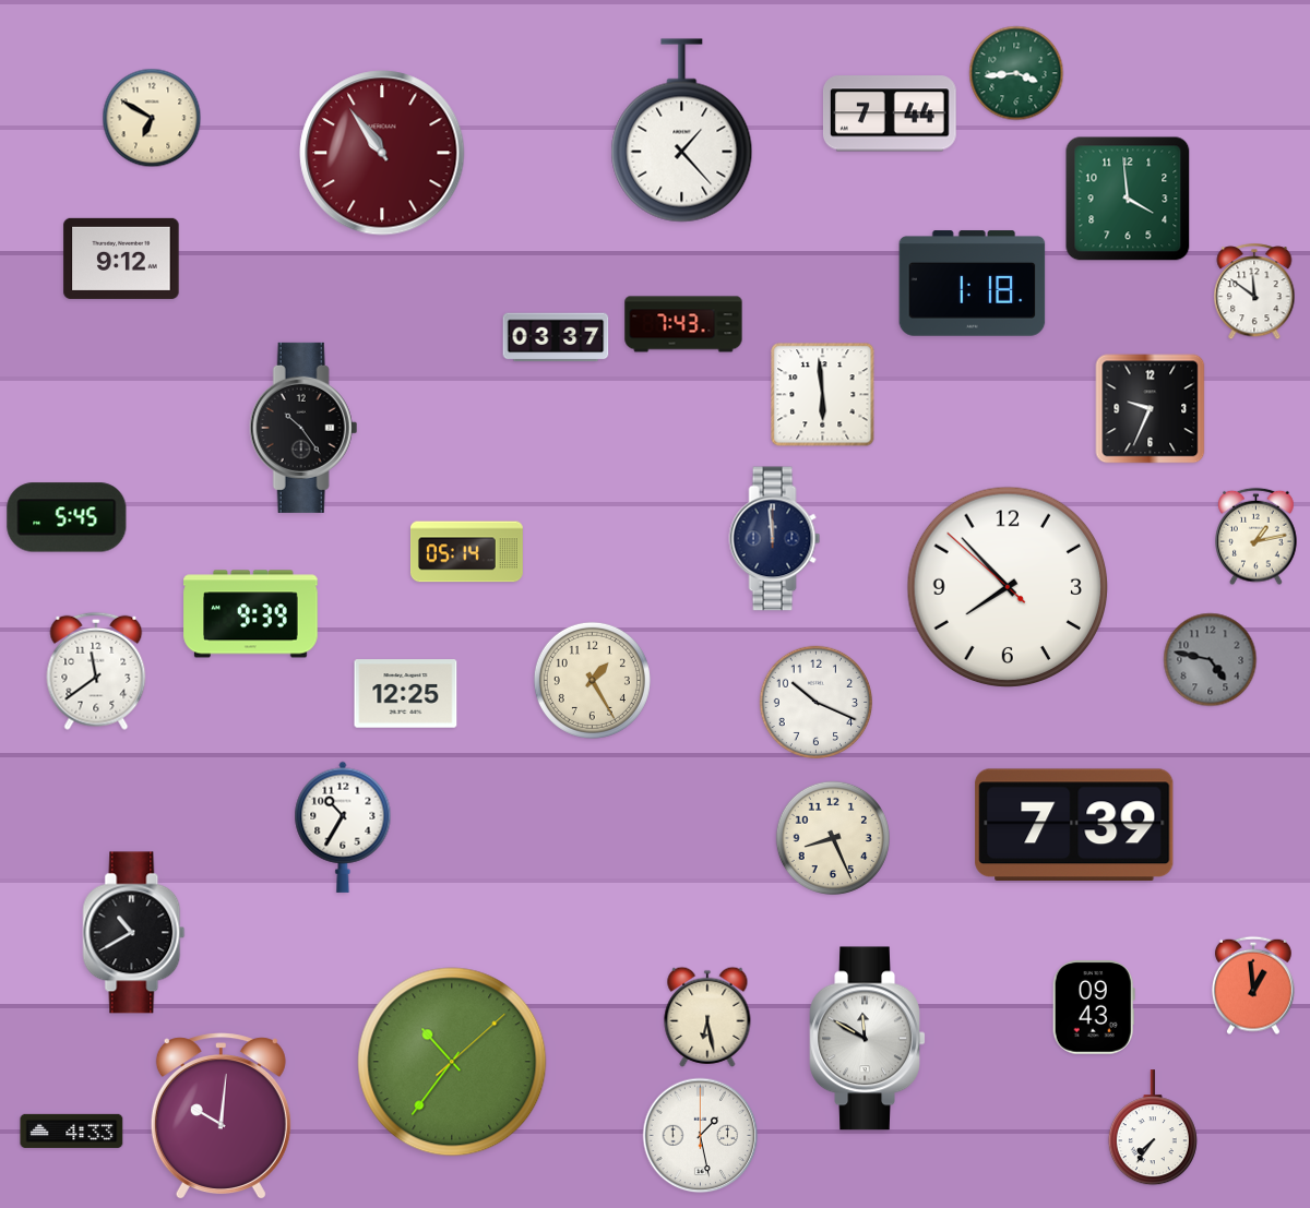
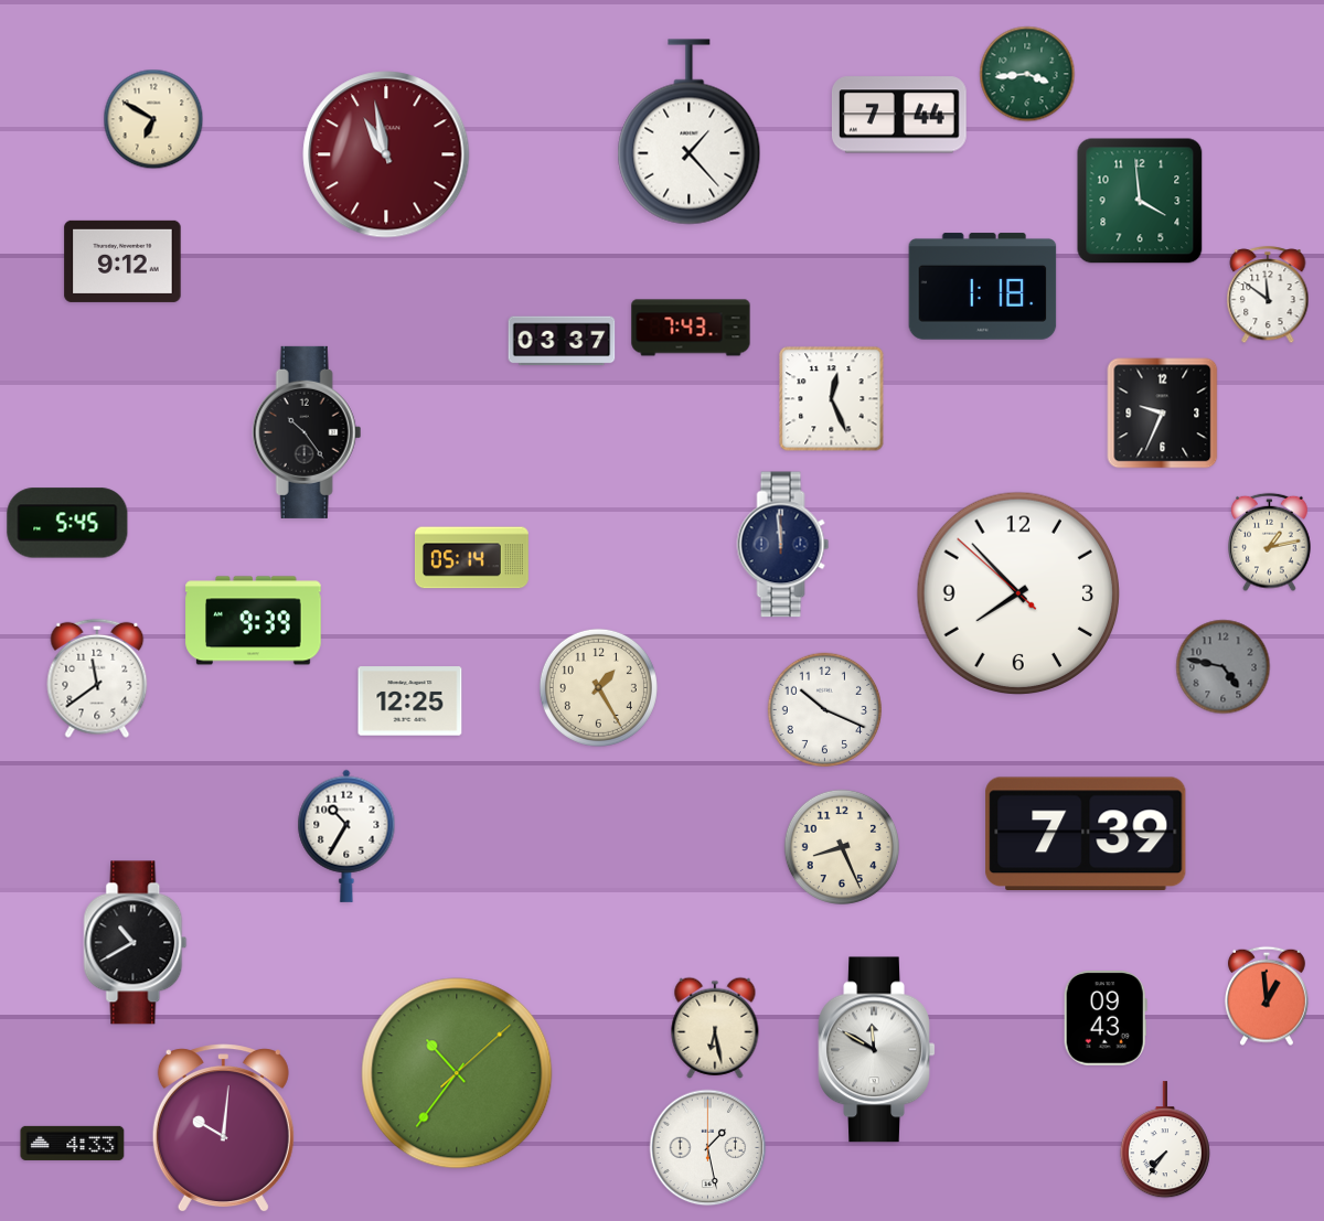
clock at (382, 153): 10:54 -> 10:58
clock at (823, 395): 5:59 -> 12:26
